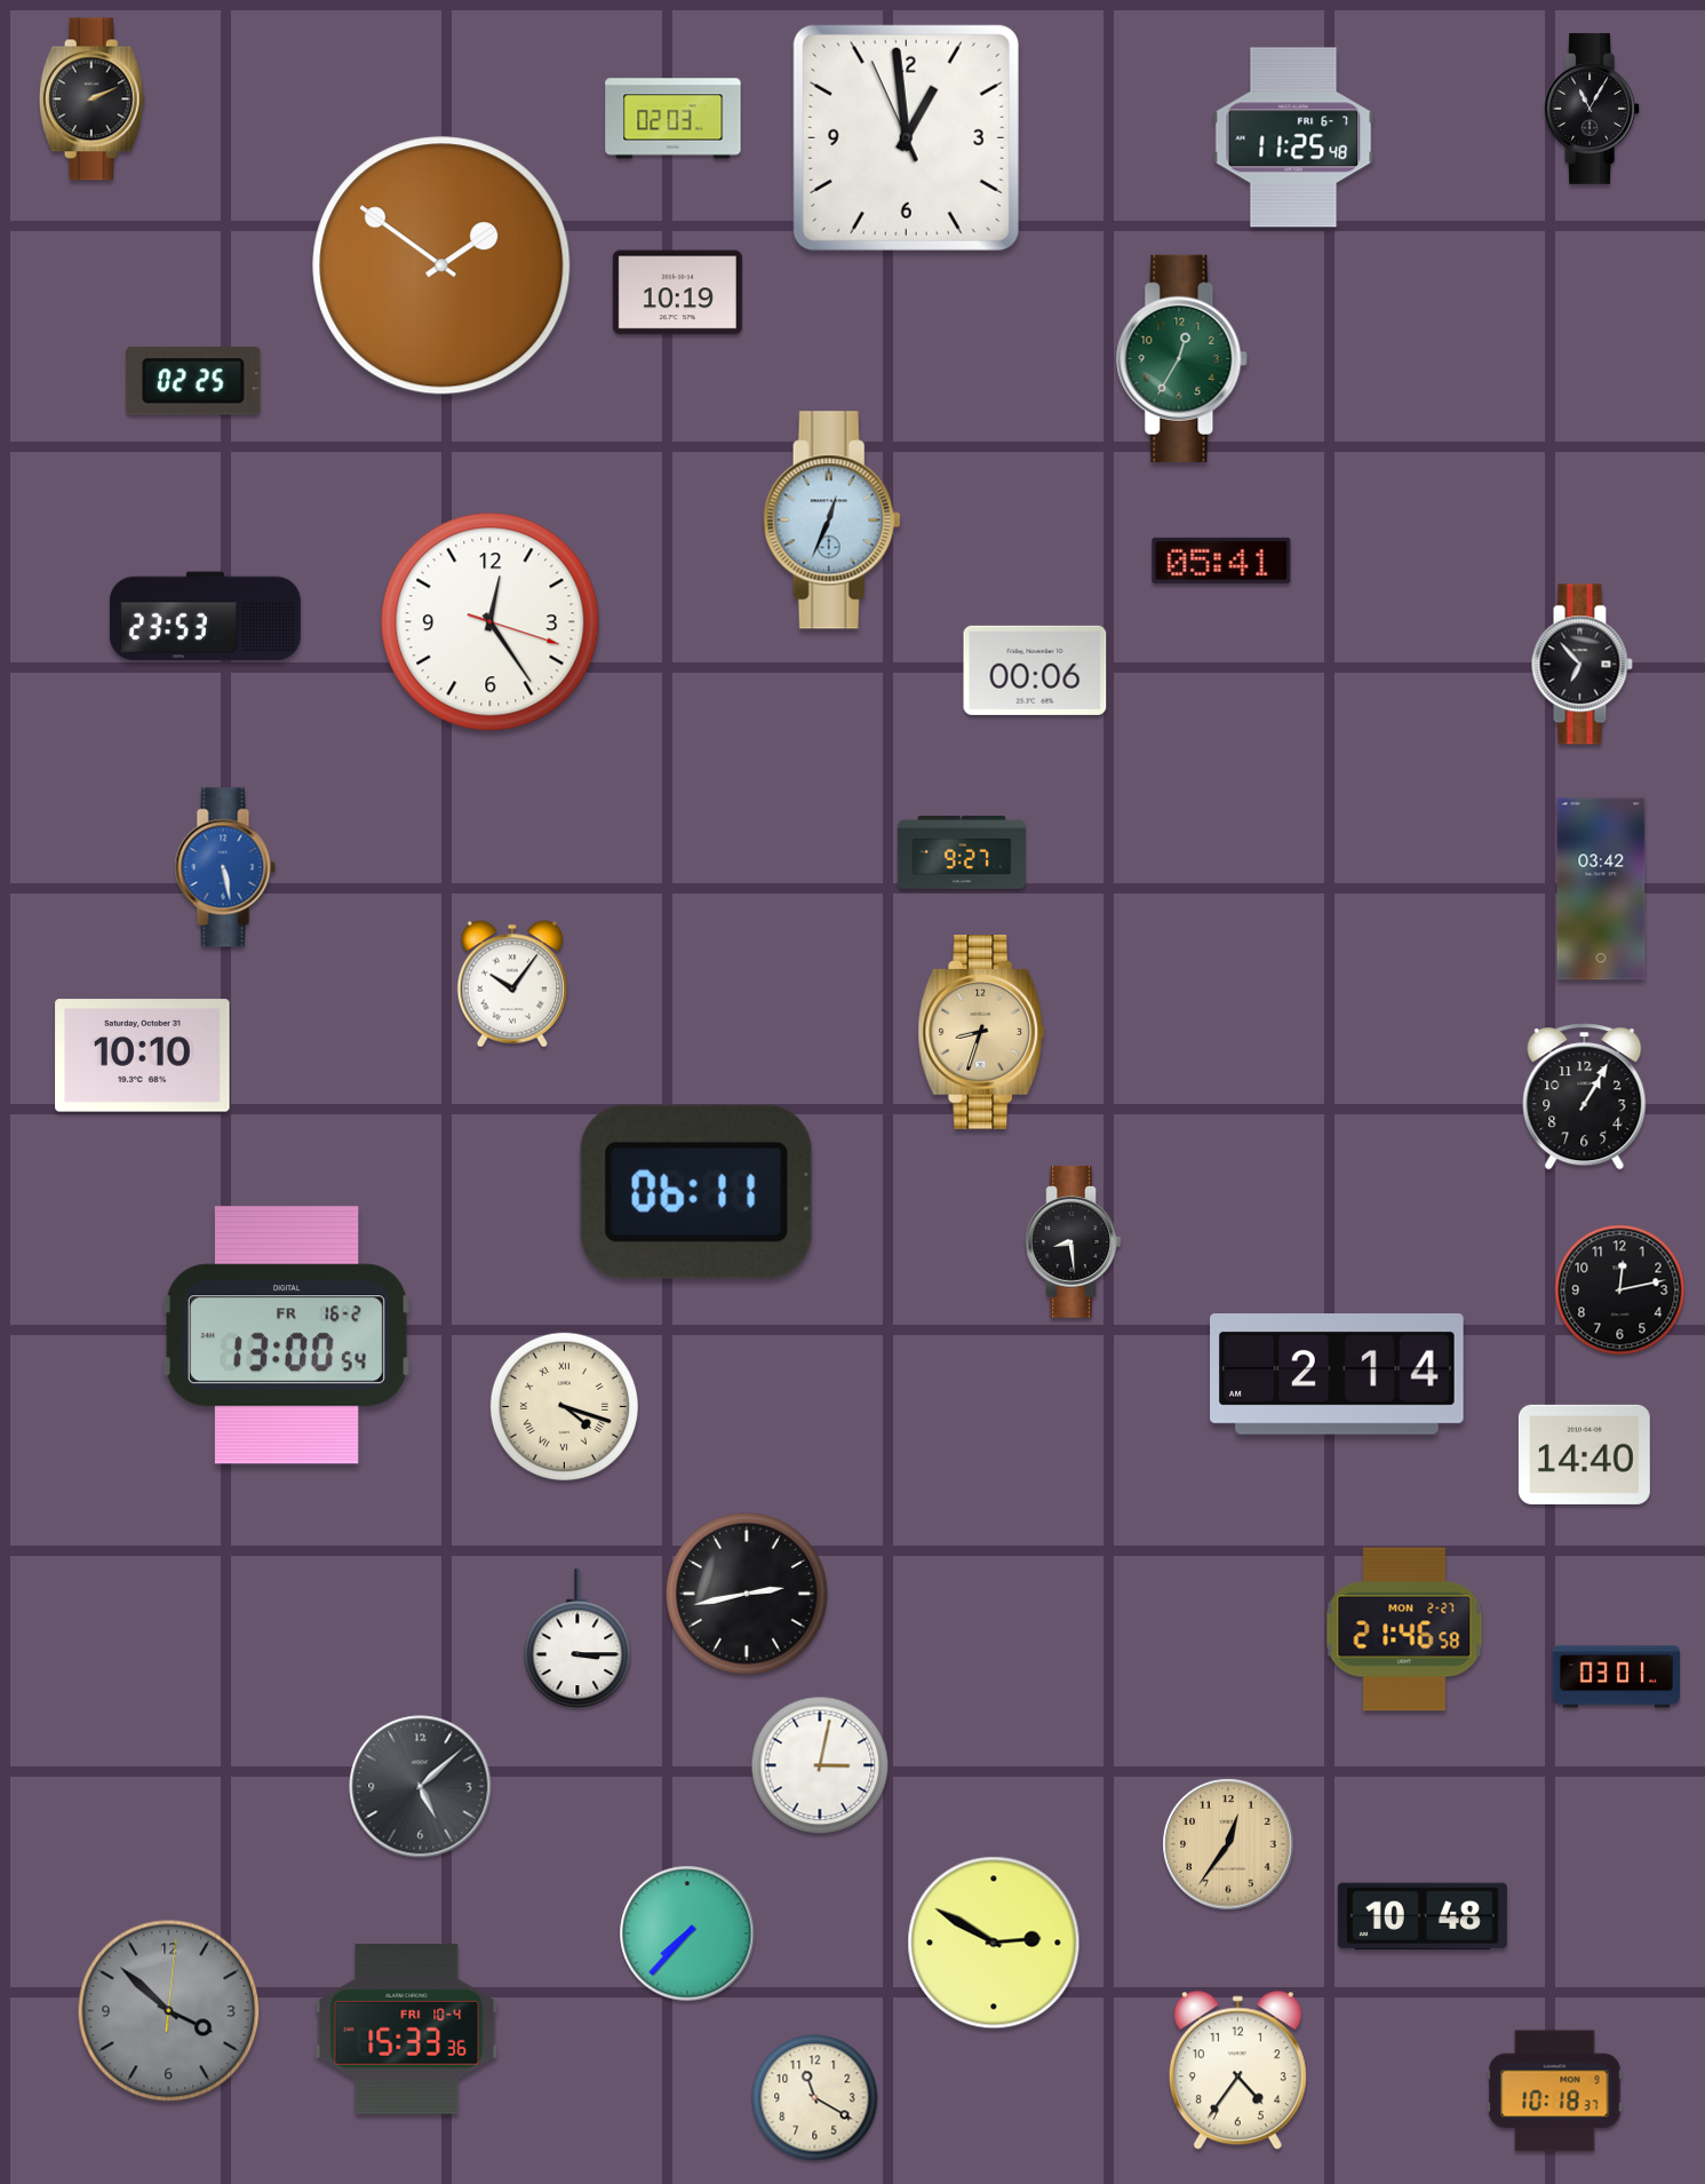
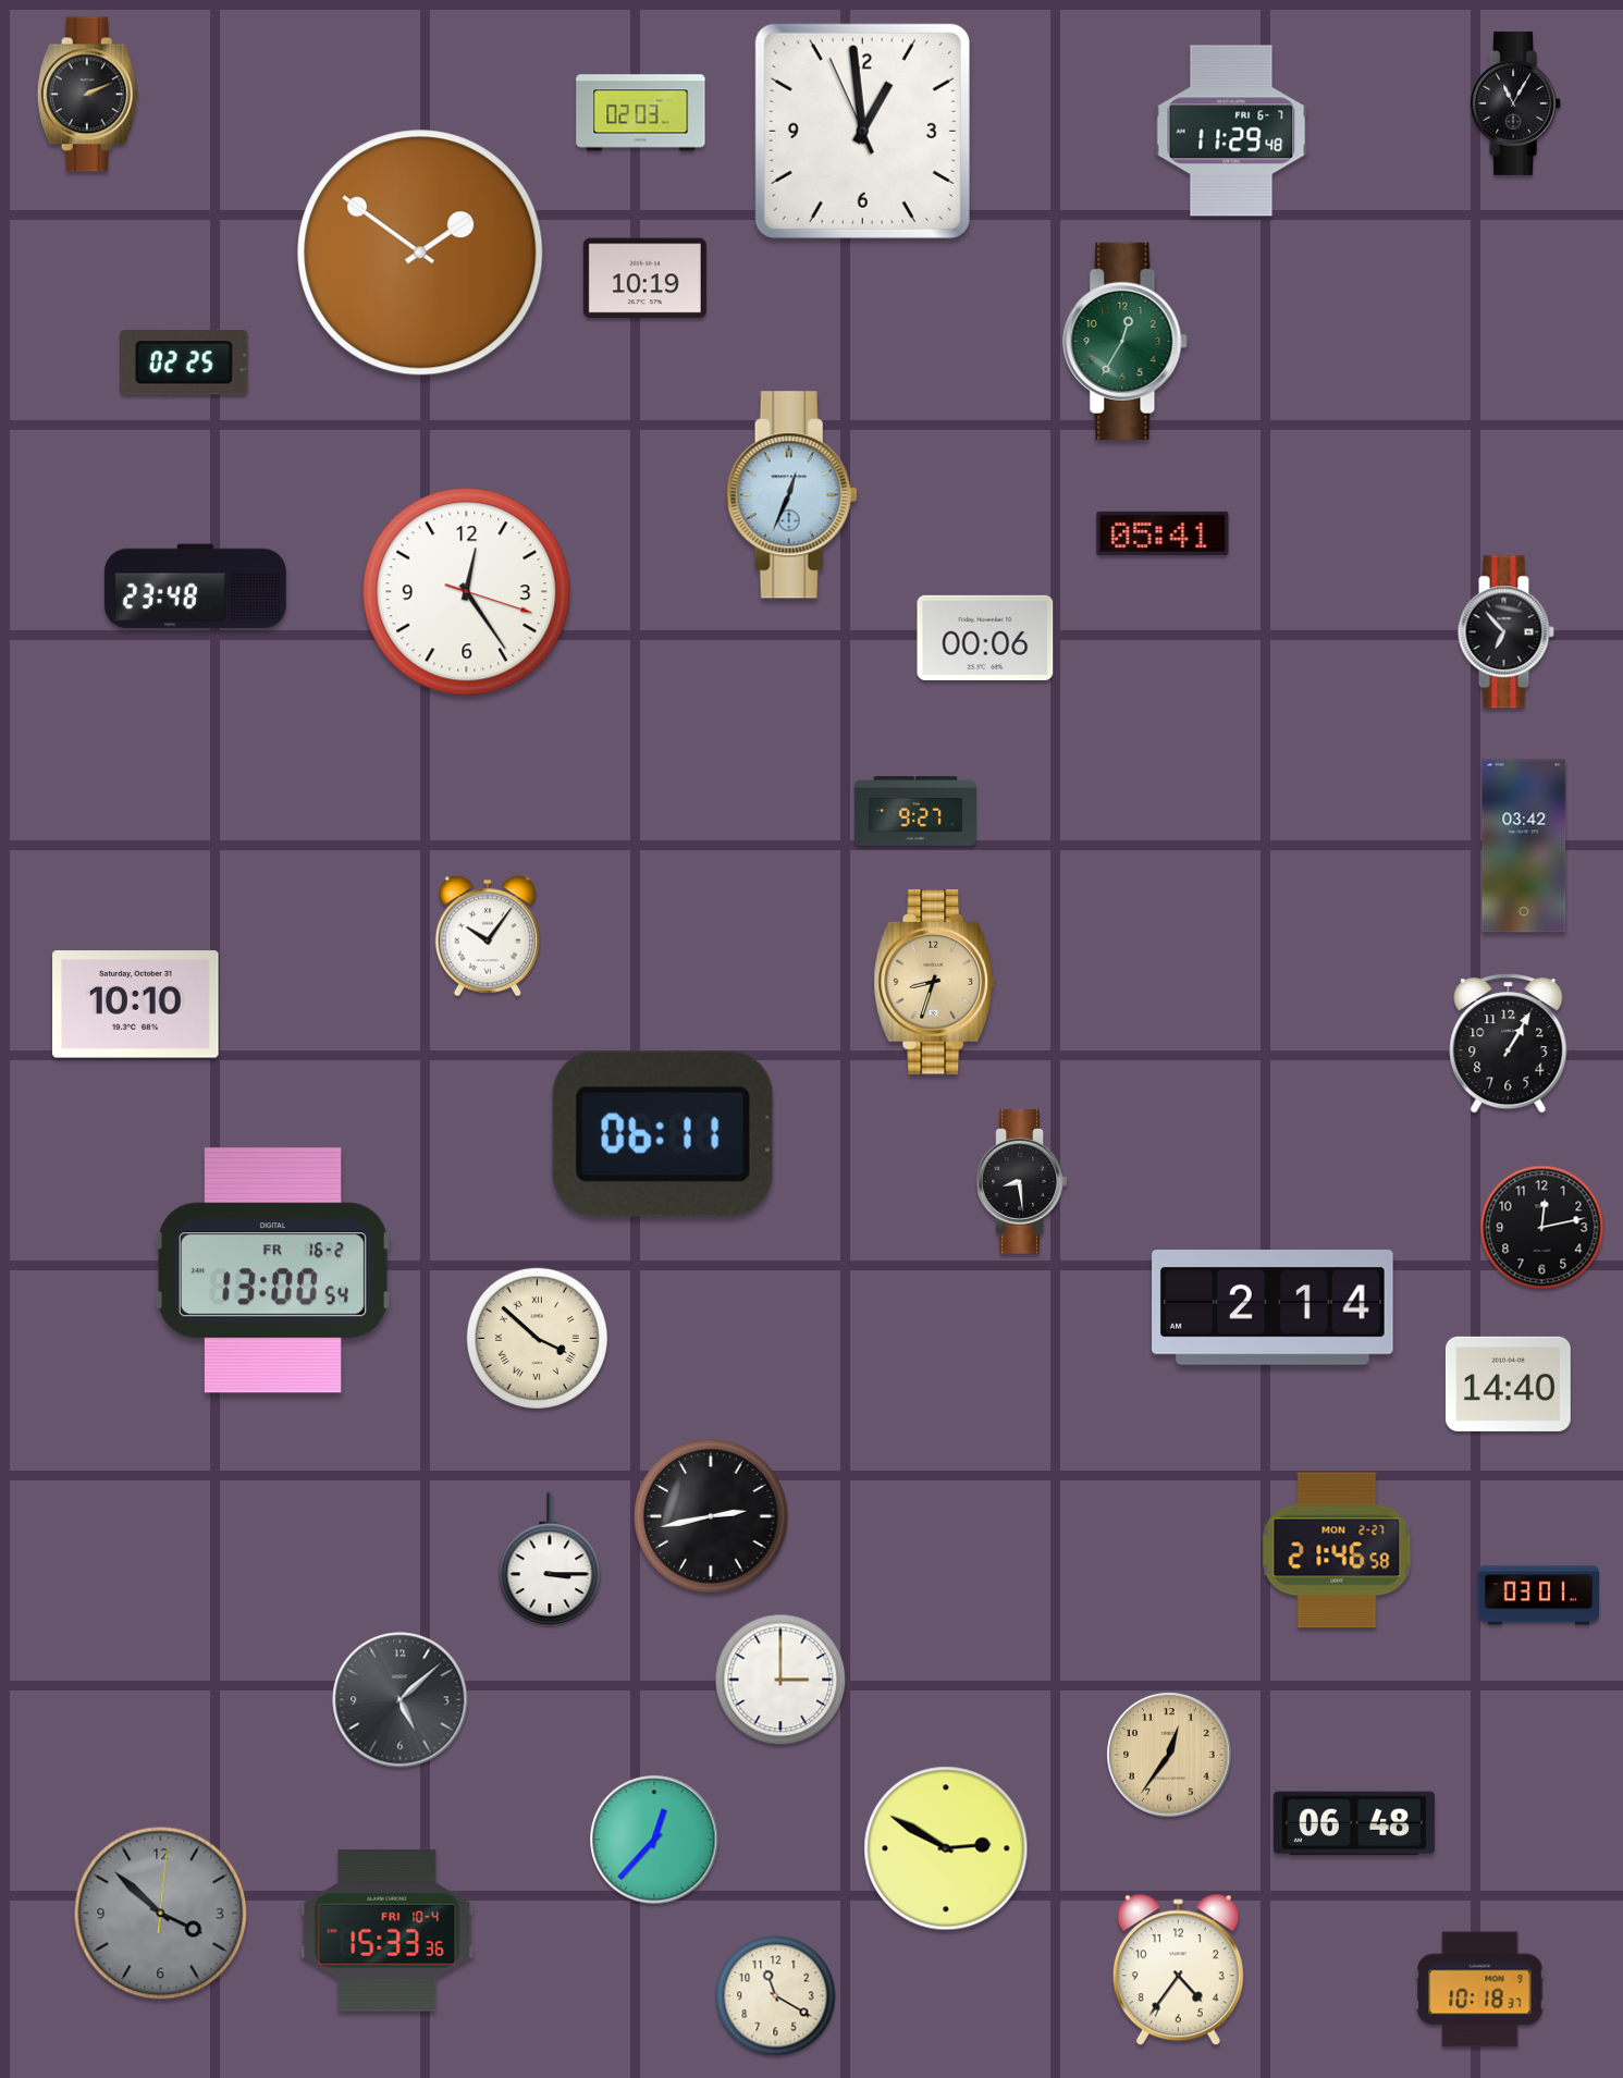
clock at (1293, 137): 11:25 -> 11:29
clock at (205, 617): 23:53 -> 23:48
clock at (225, 867): 5:28 -> none
clock at (564, 1406): 4:18 -> 3:52
clock at (820, 1765): 3:02 -> 3:00
clock at (1423, 1916): 10:48 -> 06:48
clock at (687, 1933): 7:37 -> 12:37
